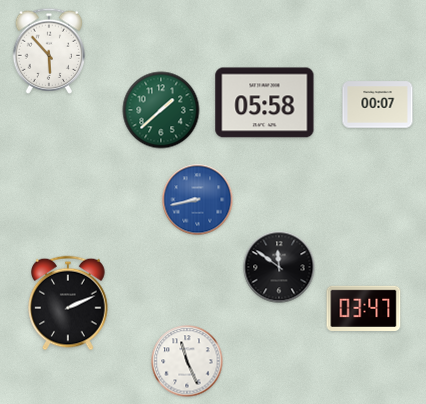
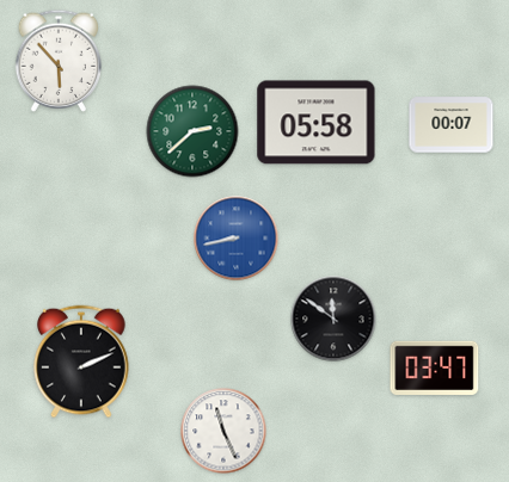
clock at (161, 110): 1:38 -> 2:38
